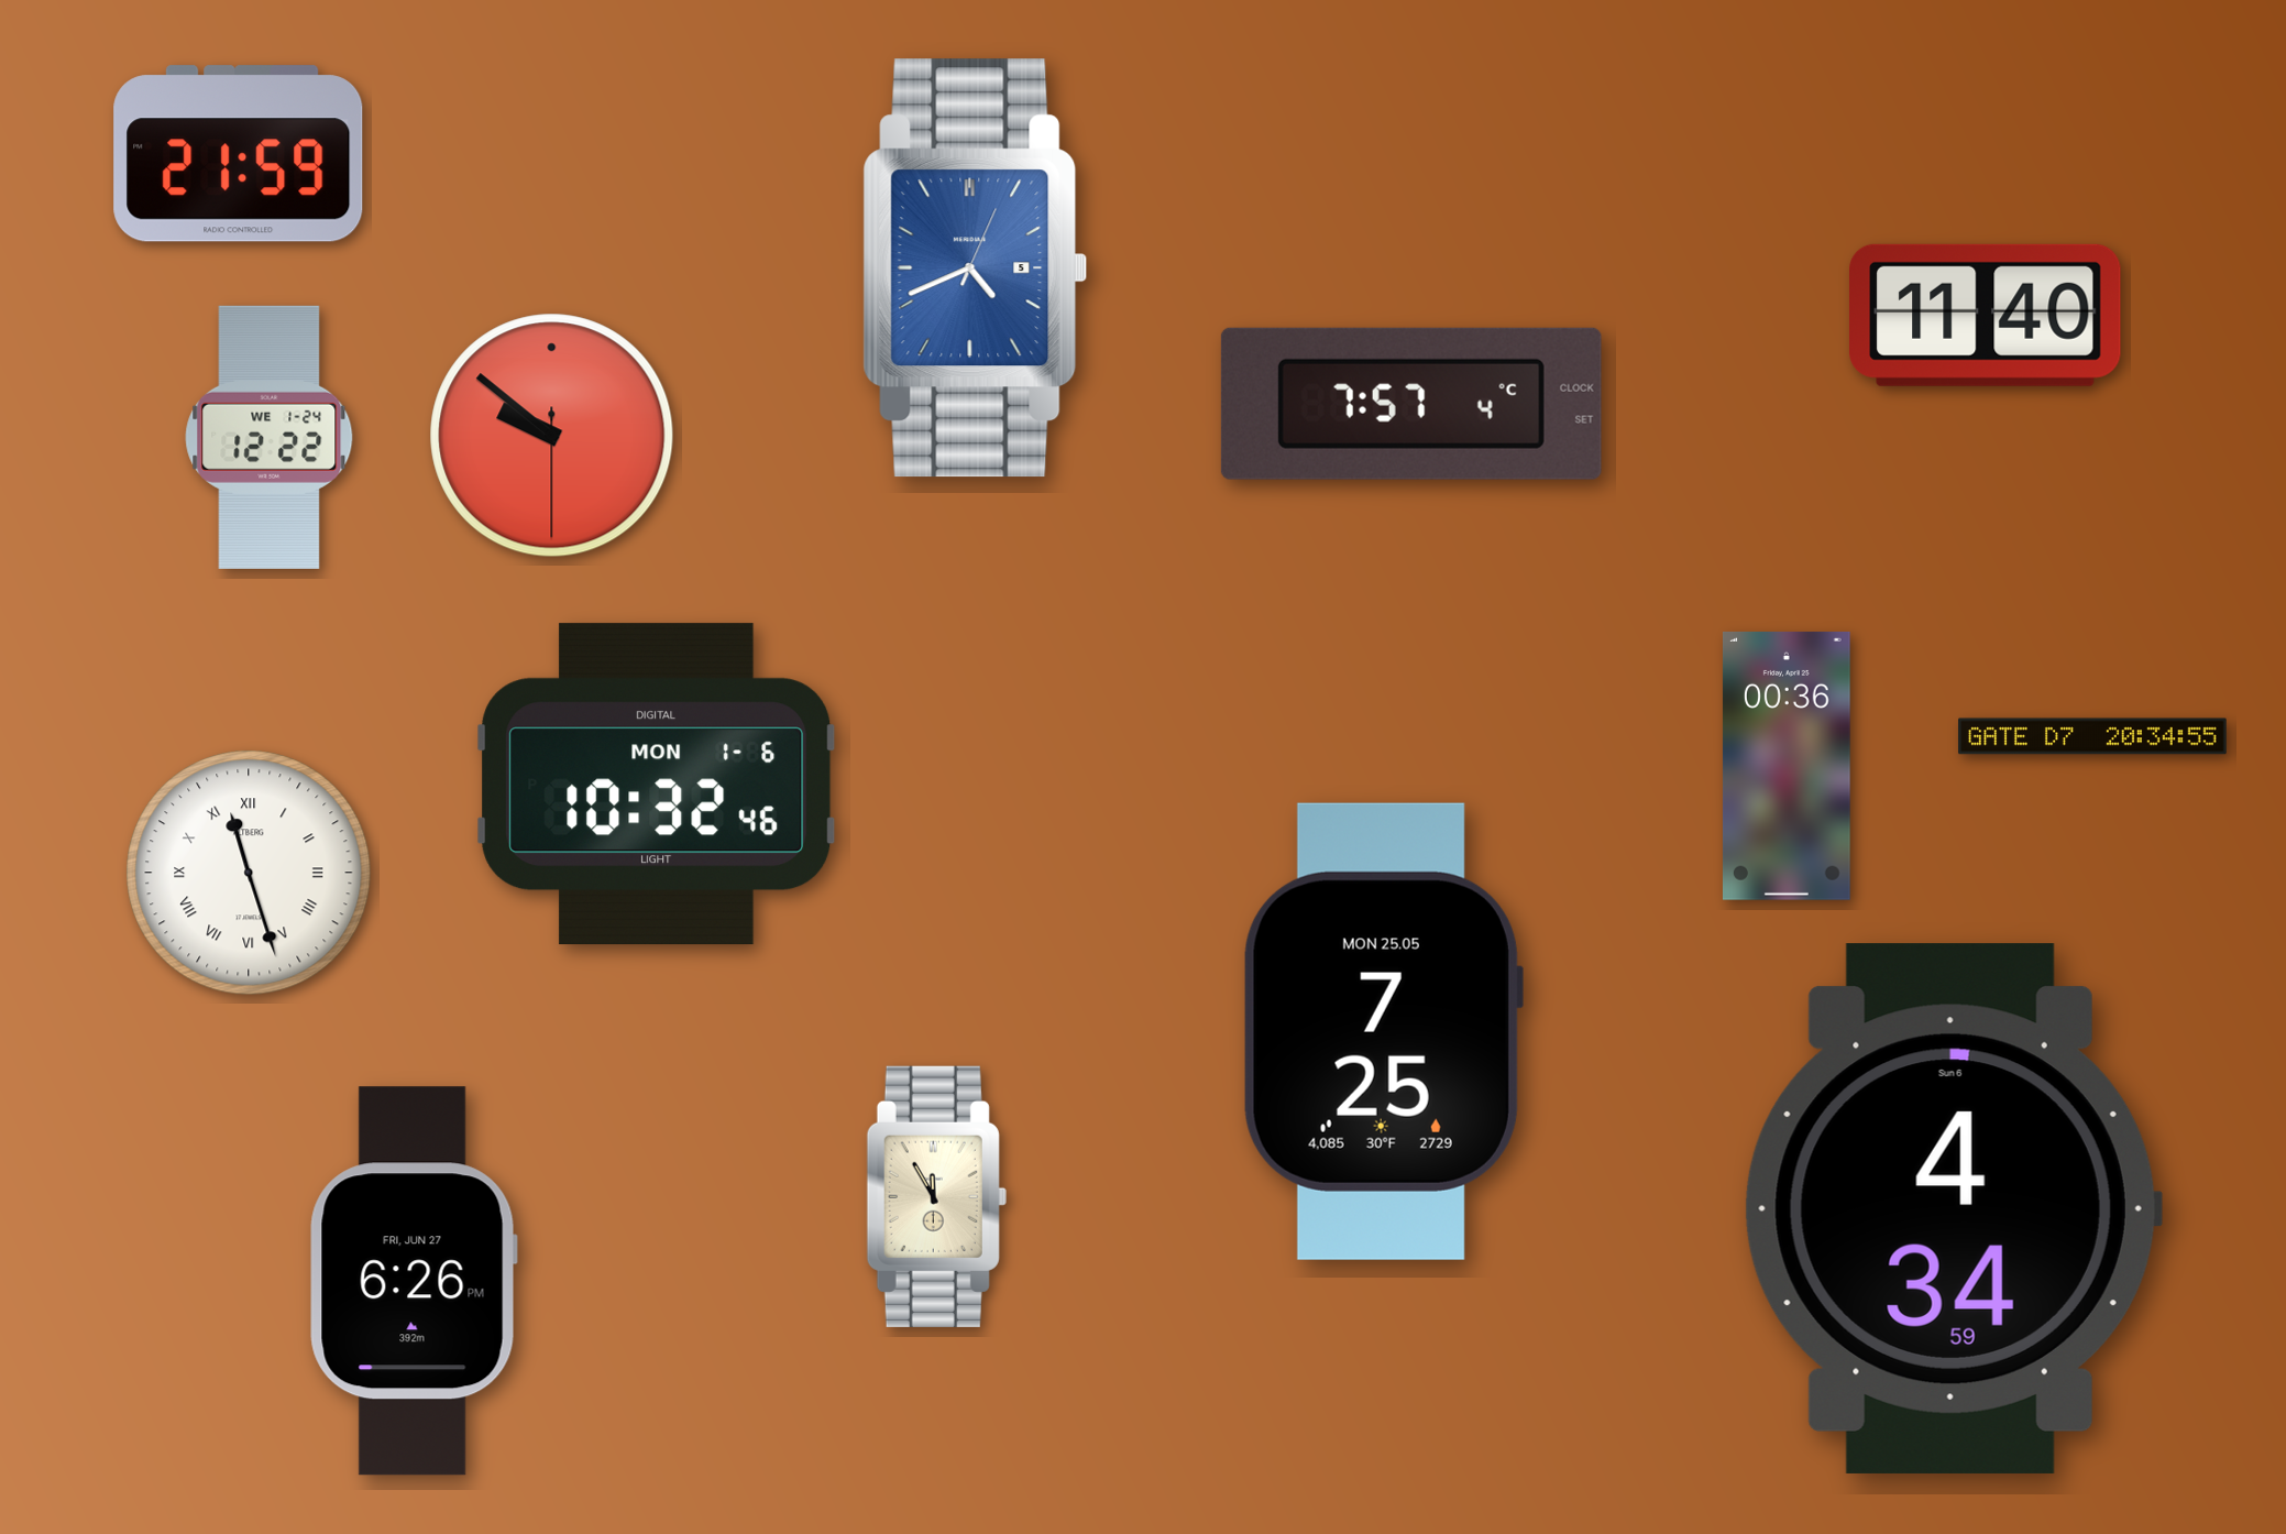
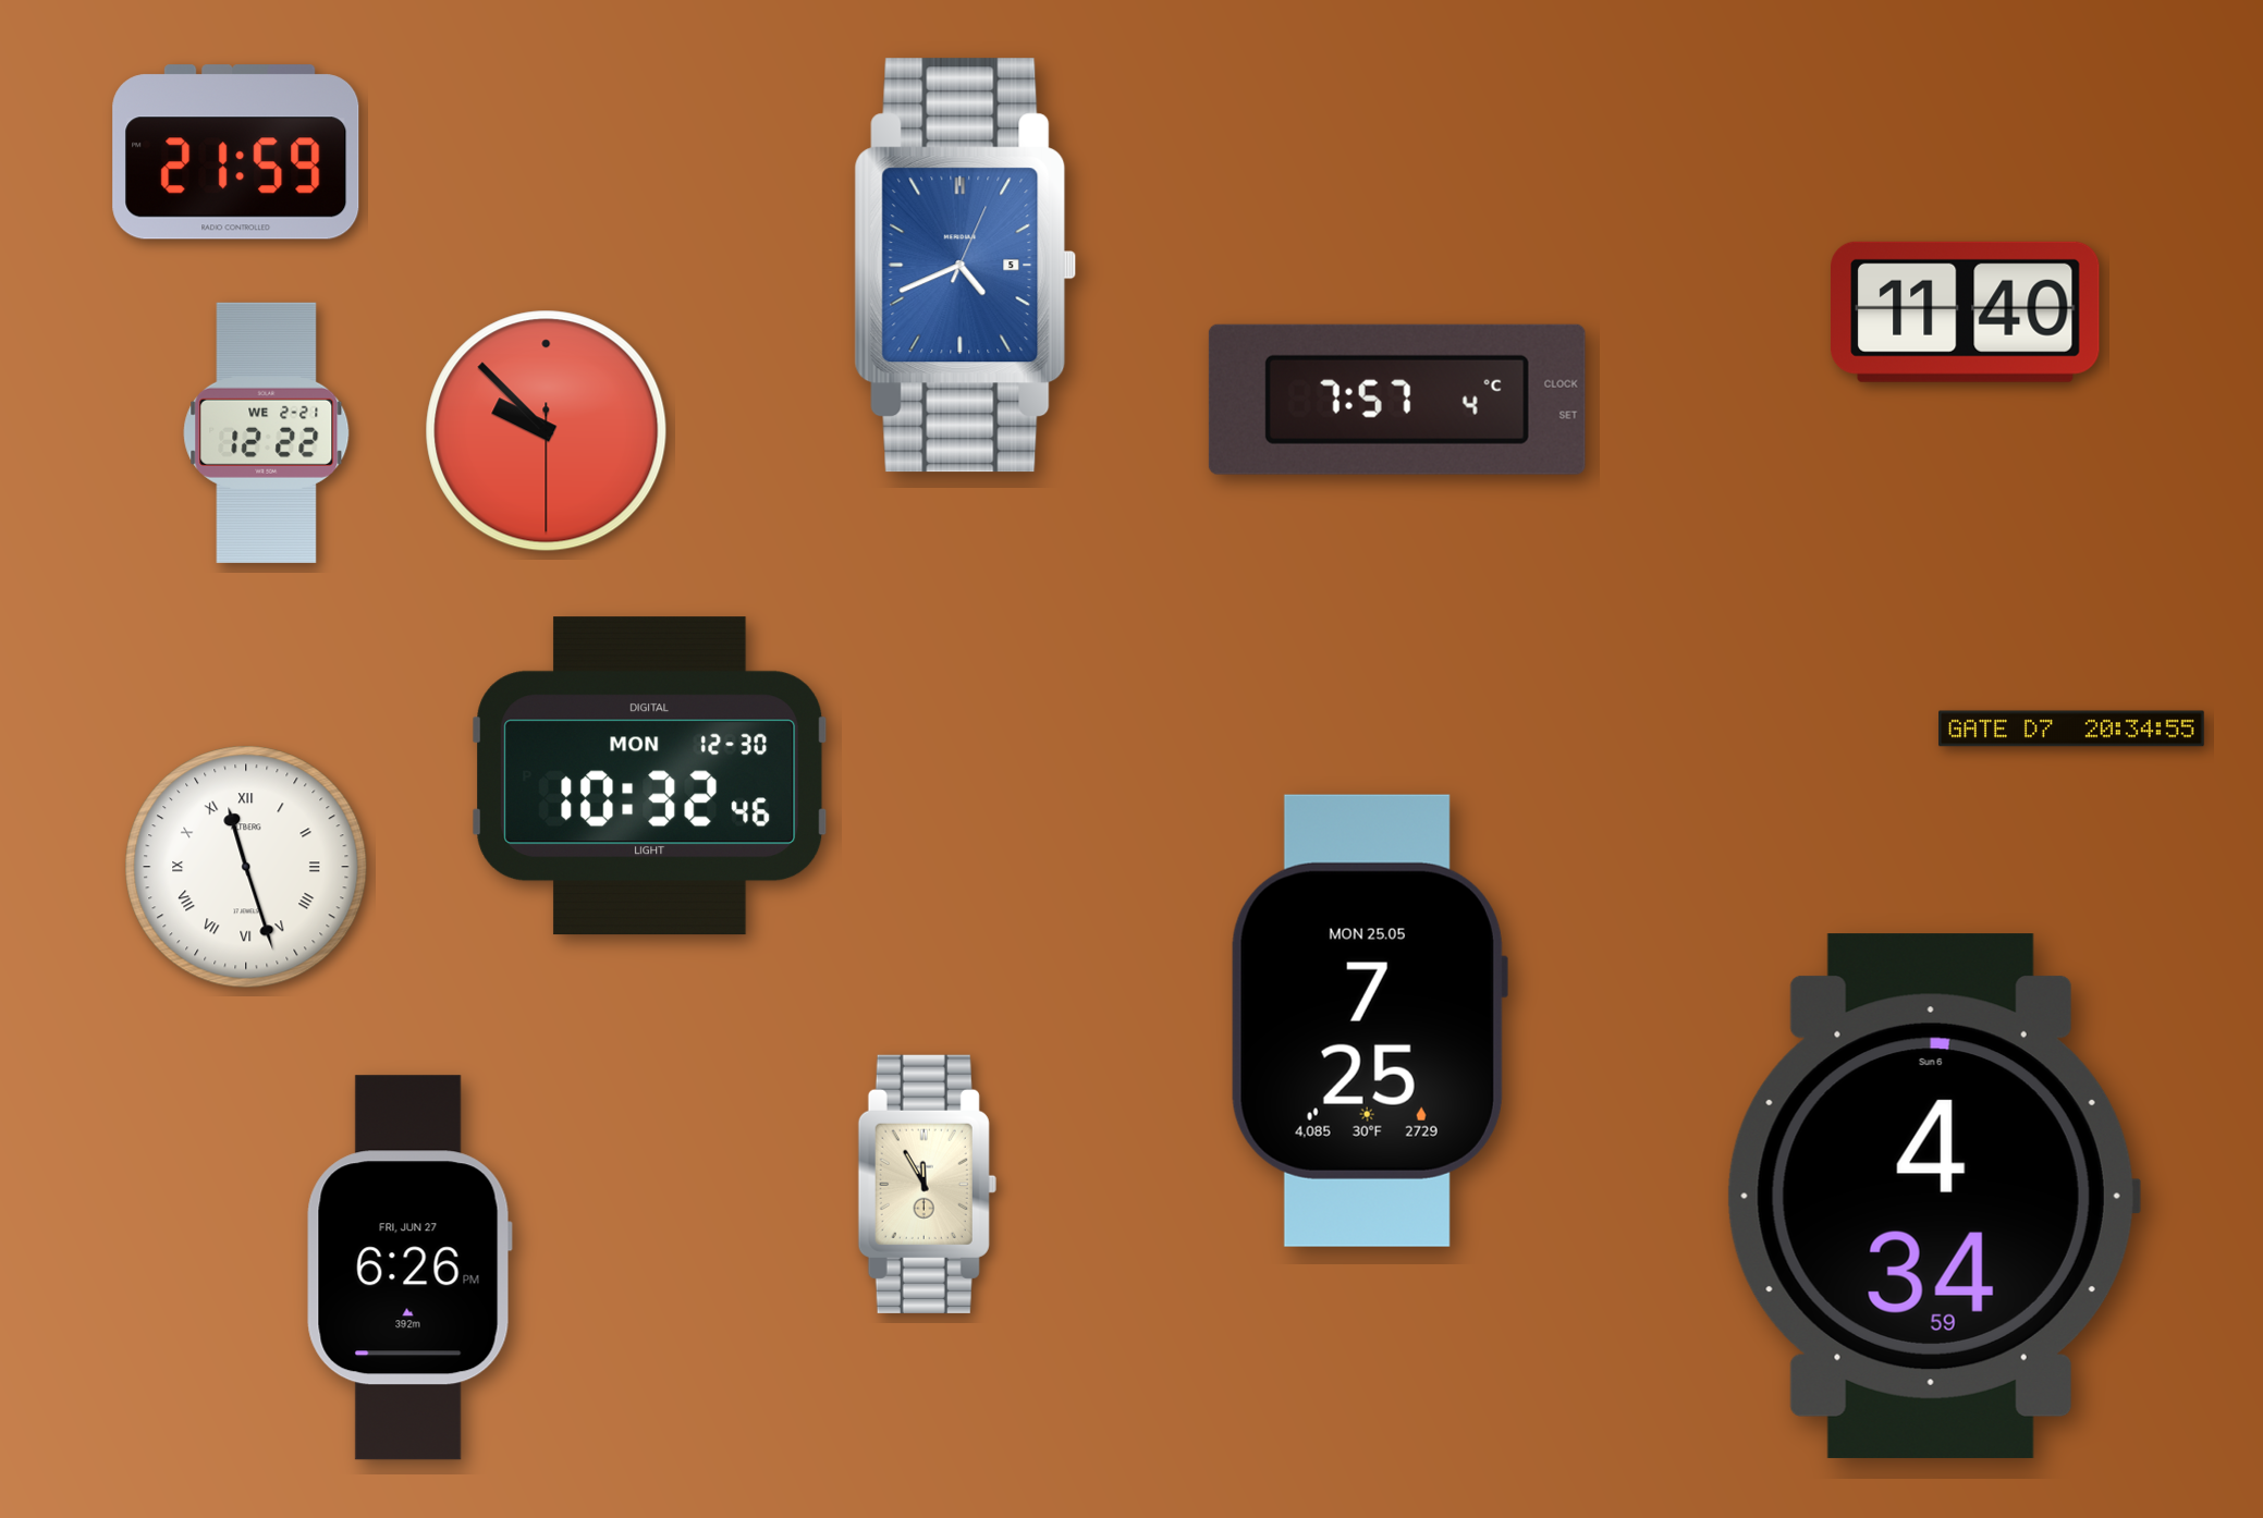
clock at (552, 436): 9:51 -> 9:52
clock at (270, 437) date: WE 1-24 -> WE 2-21
clock at (1787, 766): 00:36 -> none
clock at (657, 785) date: MON 1-6 -> MON 12-30
clock at (249, 873) position: (249, 873) -> (246, 867)
